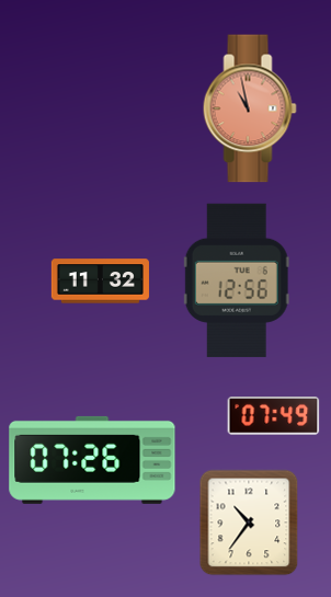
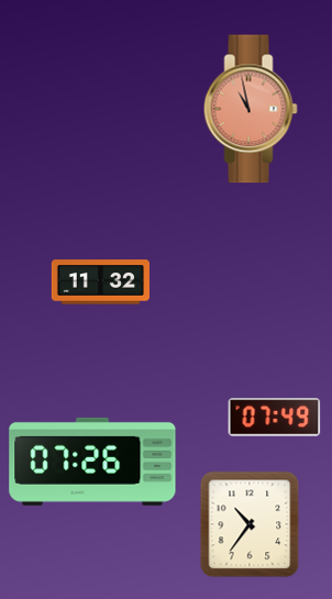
clock at (237, 280): 12:56 -> none
